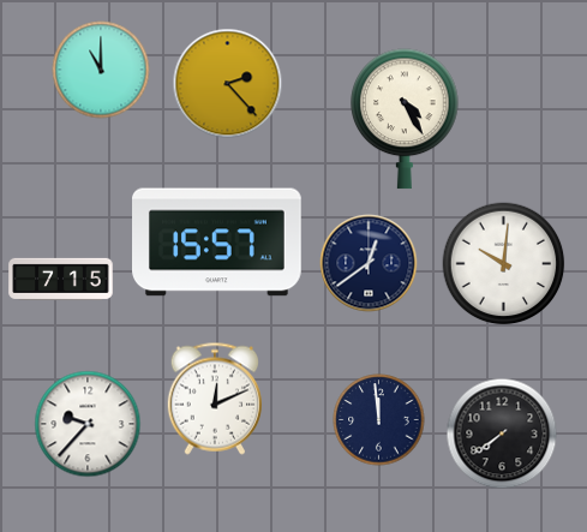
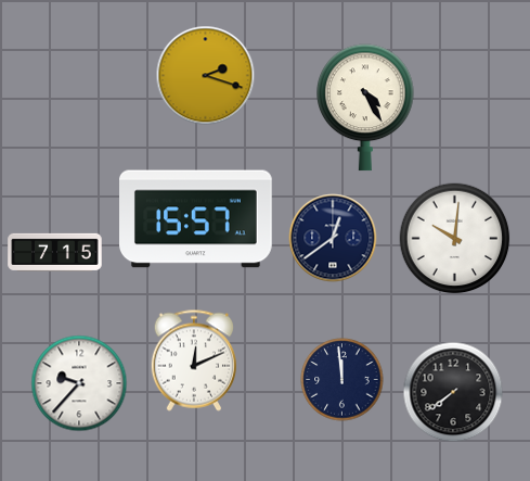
clock at (101, 70): 11:00 -> none
clock at (228, 84): 2:23 -> 2:18
